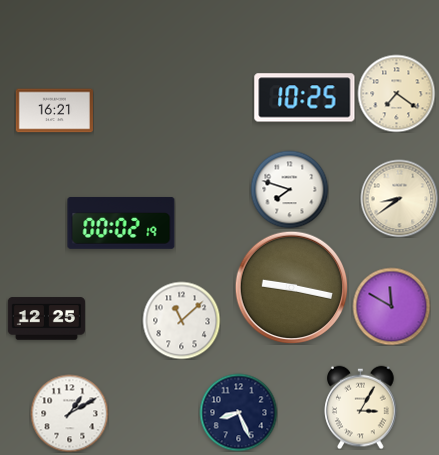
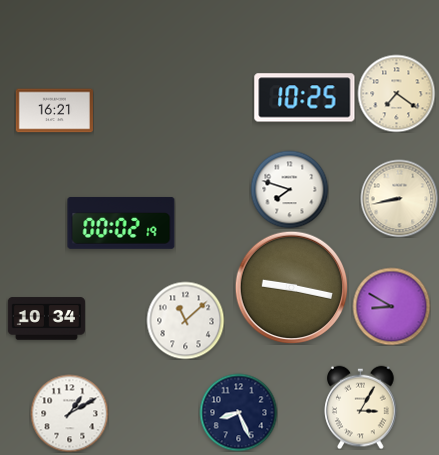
clock at (399, 198): 8:39 -> 8:43
clock at (391, 306): 11:50 -> 8:50
clock at (46, 319): 12:25 -> 10:34
clock at (181, 320) position: (181, 320) -> (185, 320)
